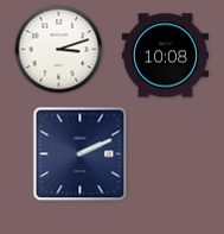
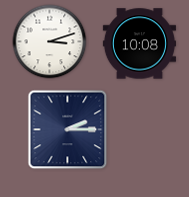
clock at (165, 56) position: (165, 56) -> (139, 44)
clock at (81, 154): 2:11 -> 2:15
